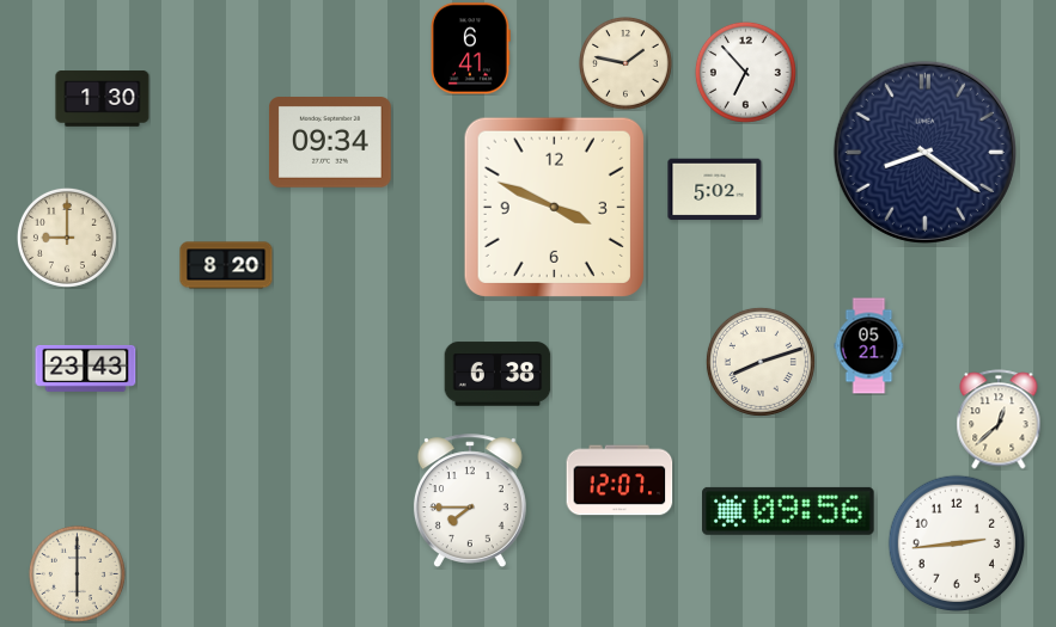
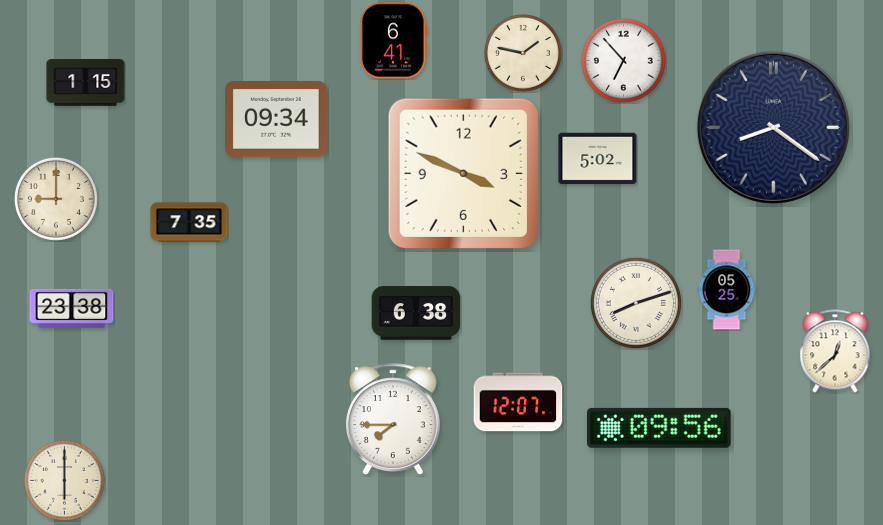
clock at (103, 99): 1:30 -> 1:15
clock at (226, 265): 8:20 -> 7:35
clock at (869, 346): 05:21 -> 05:25
clock at (86, 368): 23:43 -> 23:38
clock at (956, 542): 2:44 -> none
